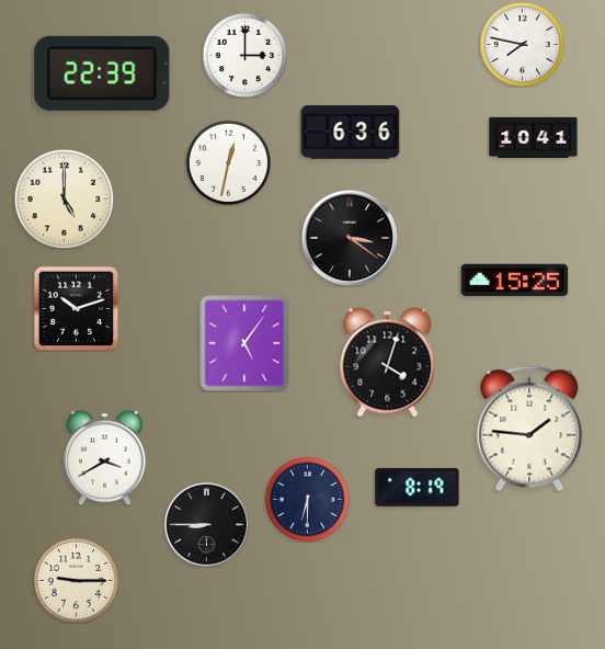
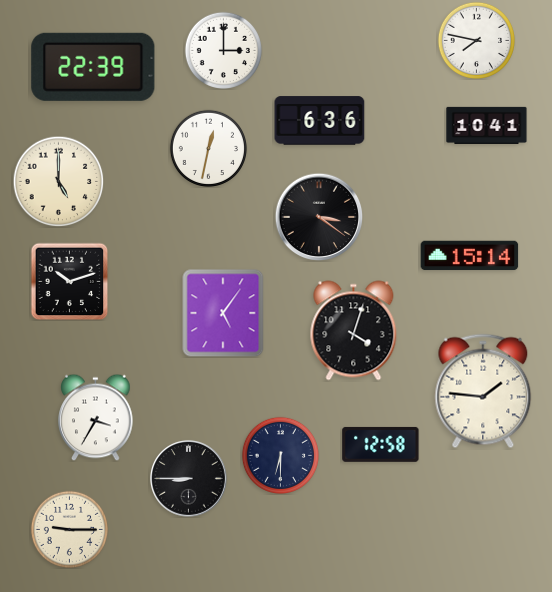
clock at (515, 281): 15:25 -> 15:14
clock at (105, 457): 3:40 -> 3:35
clock at (418, 487): 8:19 -> 12:58
